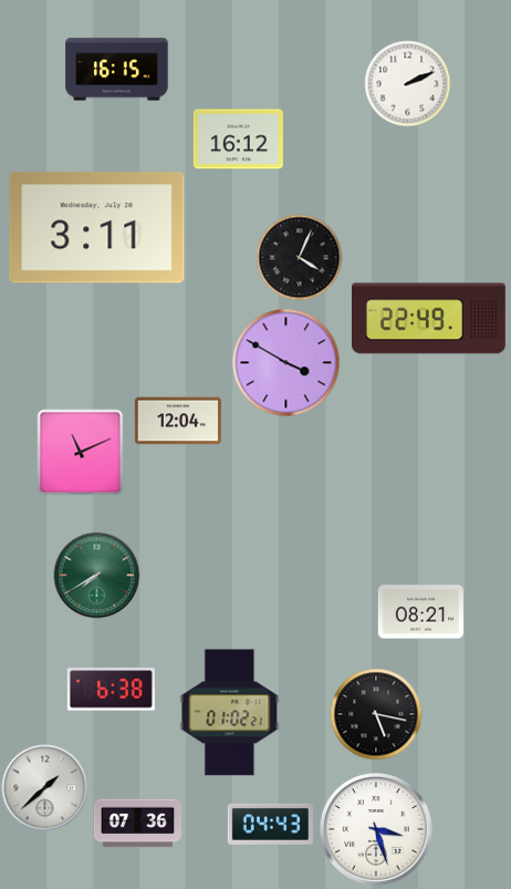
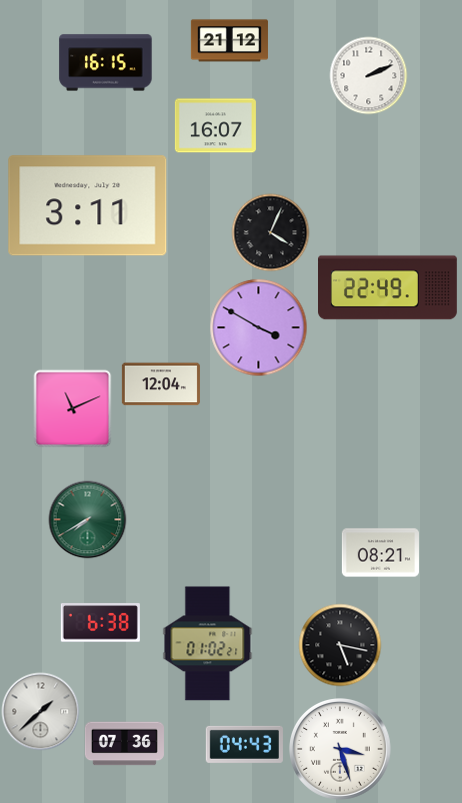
clock at (229, 41): none -> 21:12
clock at (238, 139): 16:12 -> 16:07
clock at (178, 421) position: (178, 421) -> (161, 384)
